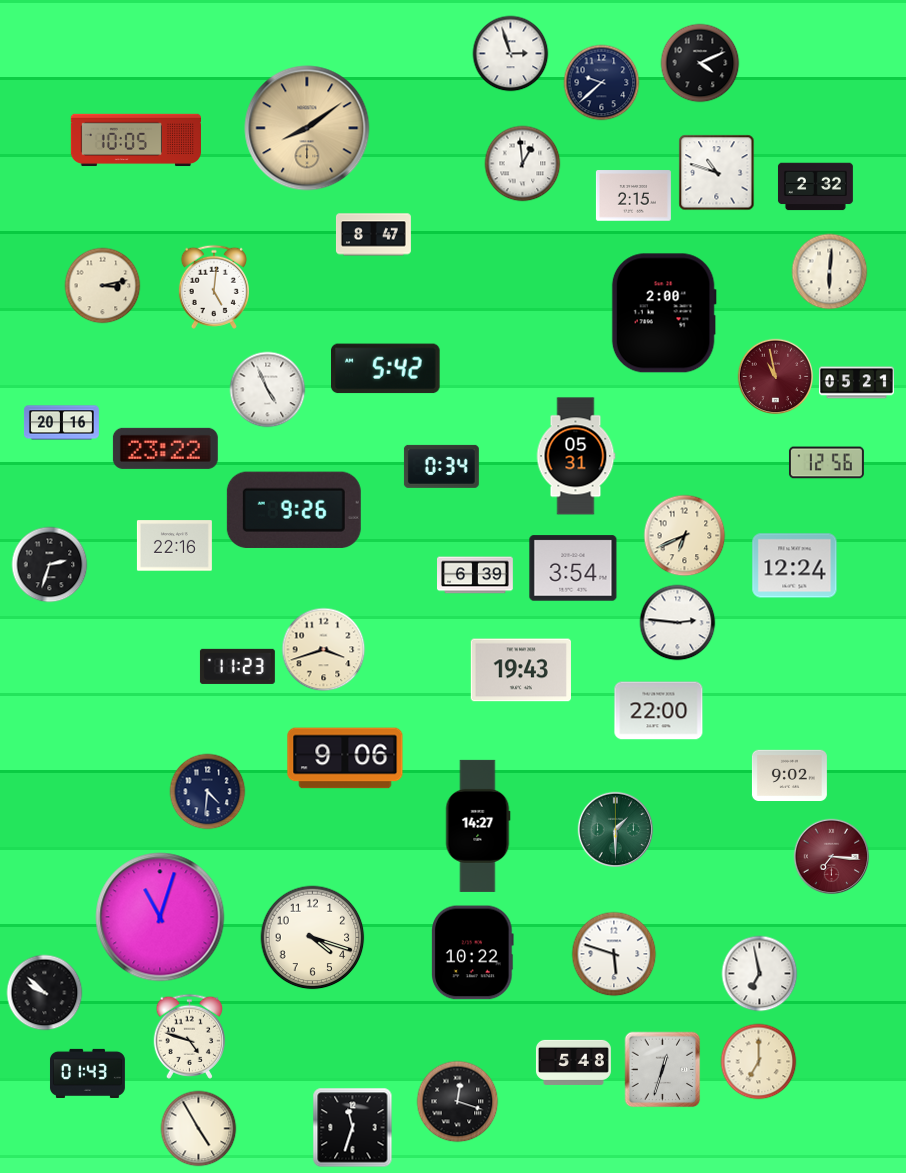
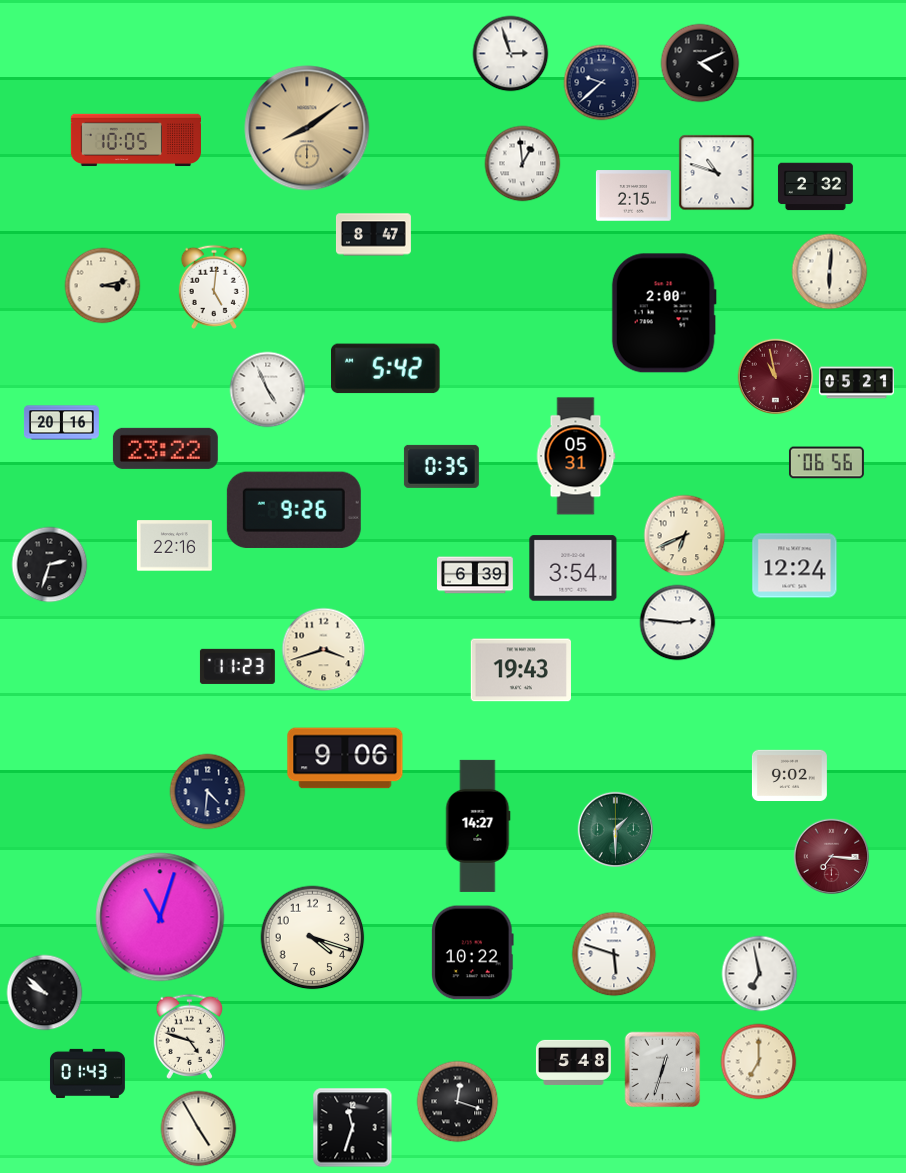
clock at (826, 463): 12:56 -> 06:56
clock at (441, 466): 0:34 -> 0:35
clock at (659, 711): 22:00 -> none
